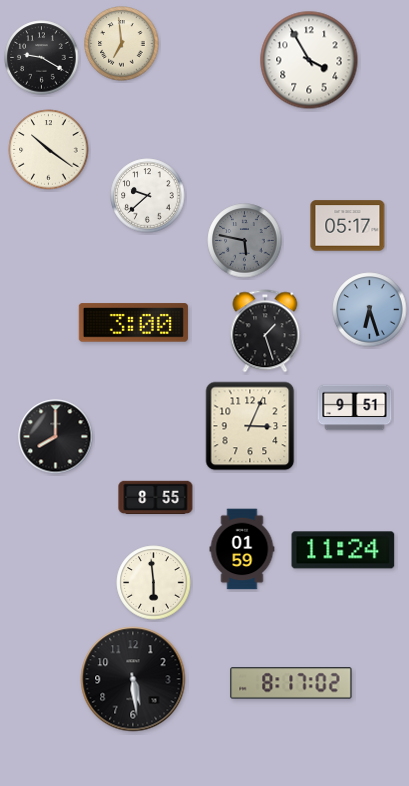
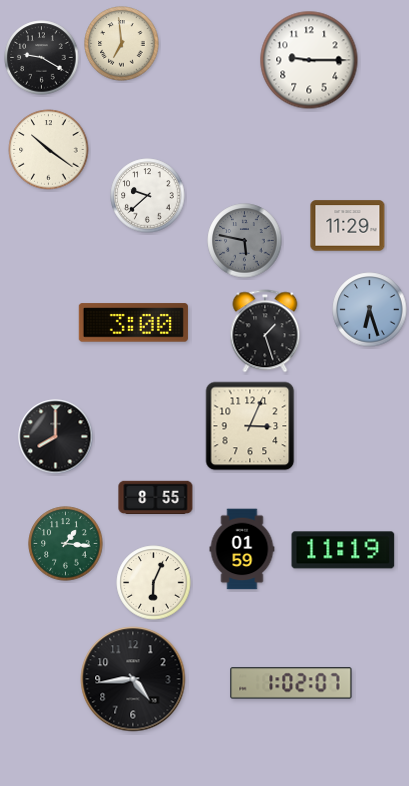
clock at (309, 60): 3:55 -> 9:15
clock at (348, 226): 05:17 -> 11:29
clock at (355, 408): 9:51 -> none
clock at (66, 544): none -> 1:16
clock at (343, 550): 11:24 -> 11:19
clock at (154, 583): 5:59 -> 6:04
clock at (133, 679): 5:29 -> 4:44
clock at (291, 683): 8:17 -> 1:02
